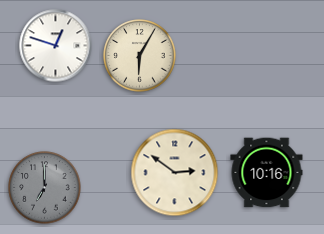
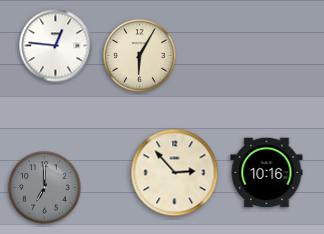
clock at (56, 46): 12:48 -> 12:46
clock at (175, 173): 2:51 -> 2:53
